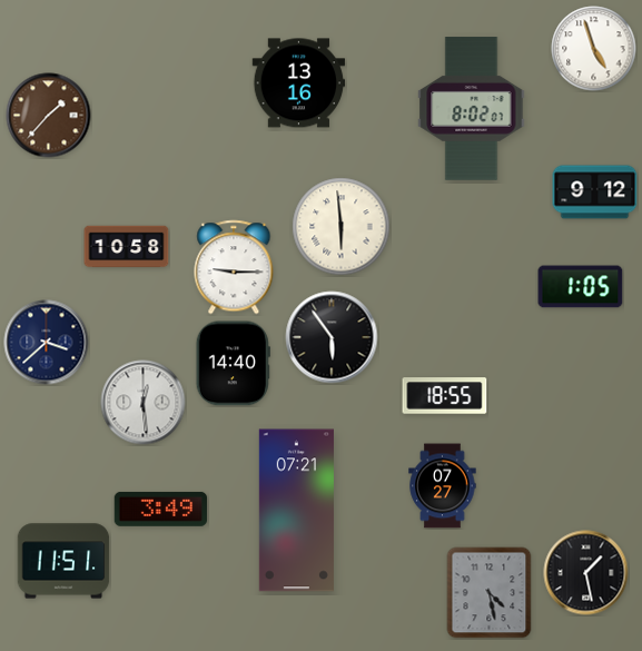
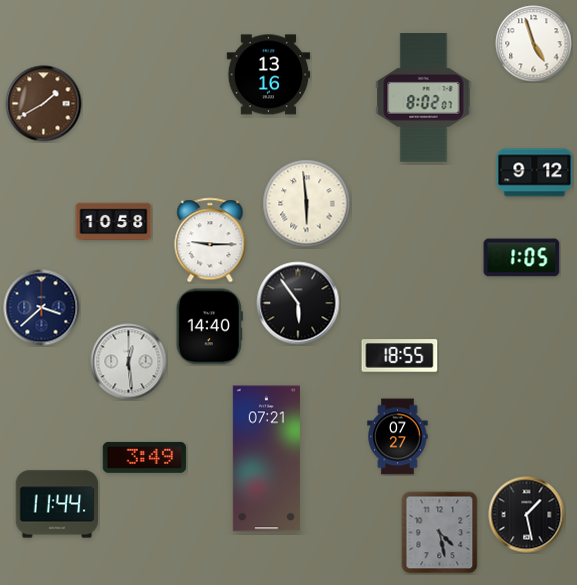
clock at (49, 116): 1:37 -> 1:40
clock at (63, 561): 11:51 -> 11:44
